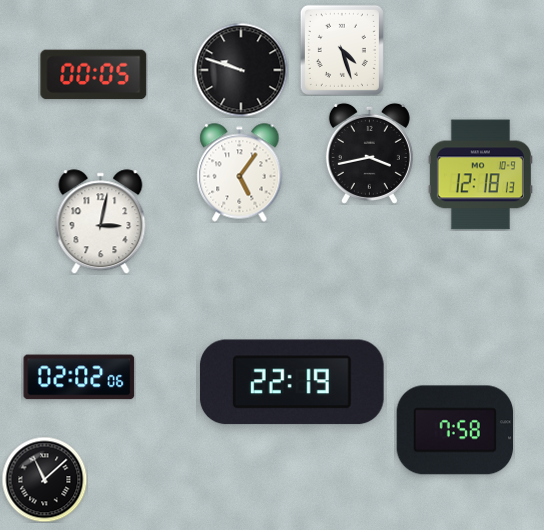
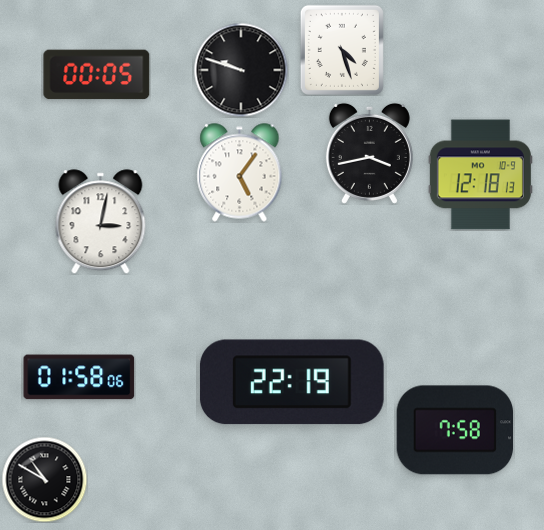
clock at (94, 75) position: (94, 75) -> (97, 75)
clock at (79, 377): 02:02 -> 01:58
clock at (44, 479): 11:08 -> 10:50
